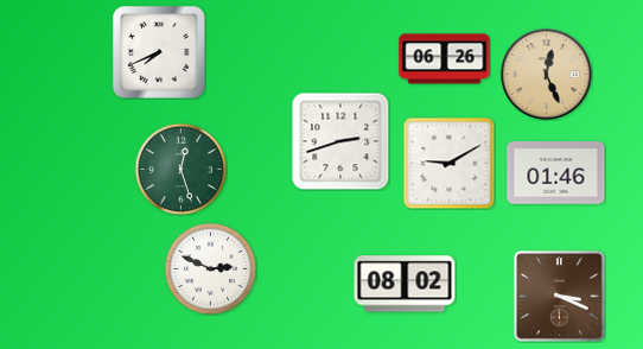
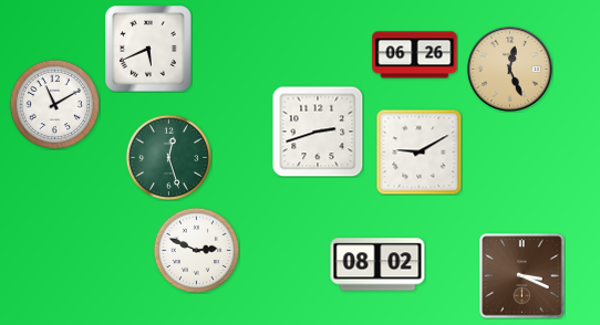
clock at (159, 52): 7:41 -> 5:41
clock at (54, 104): none -> 11:10
clock at (556, 173): 01:46 -> none
